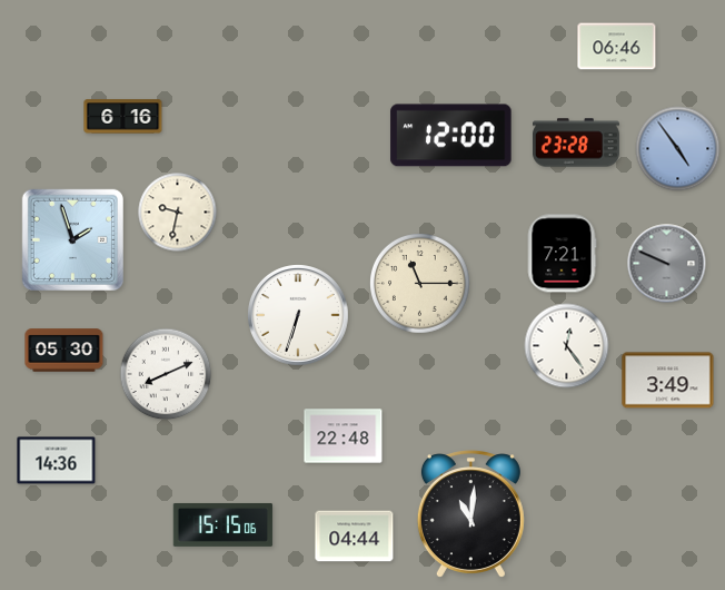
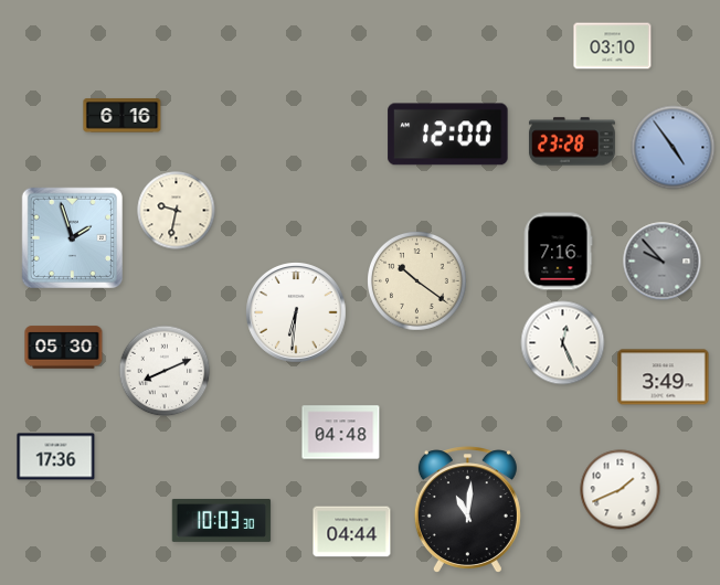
clock at (617, 47): 06:46 -> 03:10
clock at (562, 254): 7:21 -> 7:16
clock at (667, 264): 9:49 -> 9:53
clock at (420, 284): 11:15 -> 10:21
clock at (299, 316): 6:33 -> 6:31
clock at (567, 346): 12:24 -> 12:26
clock at (344, 436): 22:48 -> 04:48
clock at (57, 461): 14:36 -> 17:36
clock at (621, 490): none -> 1:41
clock at (224, 524): 15:15 -> 10:03
